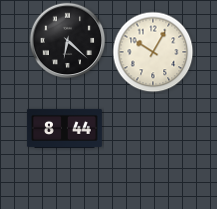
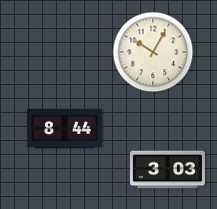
clock at (68, 41): 6:22 -> none
clock at (167, 170): none -> 3:03
